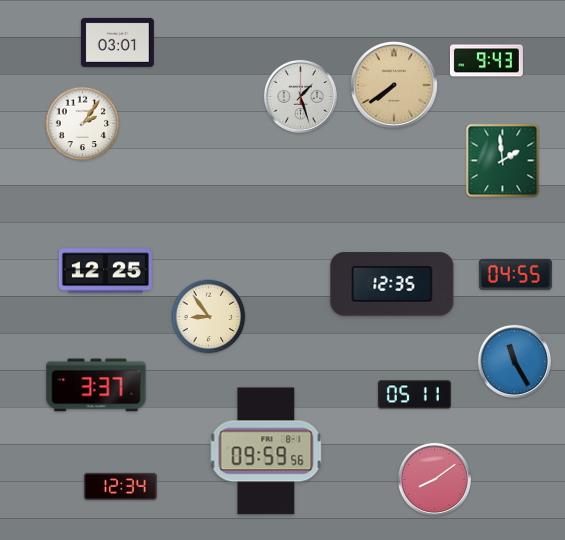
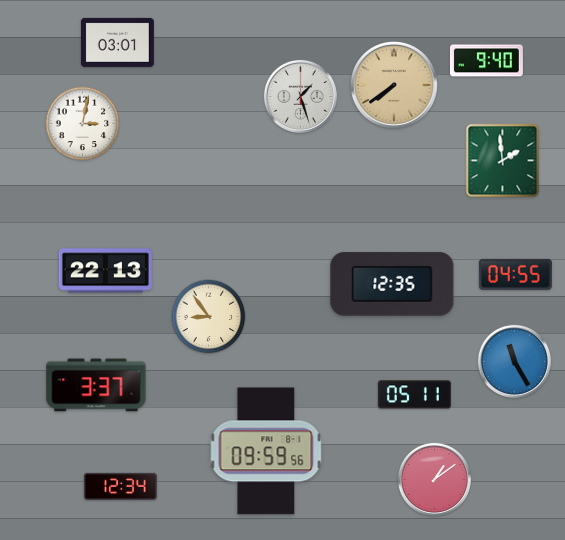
clock at (486, 61): 9:43 -> 9:40
clock at (83, 124): 2:06 -> 3:02
clock at (105, 271): 12:25 -> 22:13
clock at (434, 479): 8:09 -> 1:09
